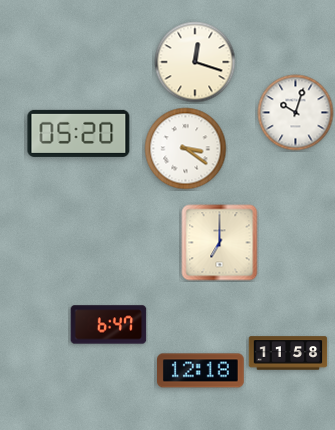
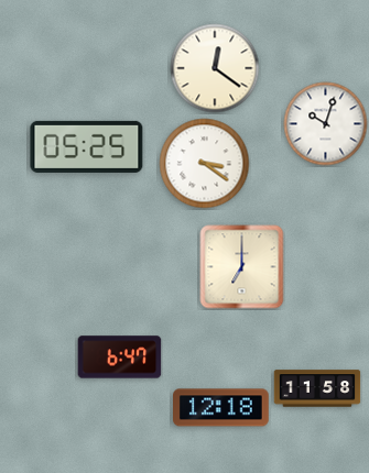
clock at (195, 62): 12:18 -> 12:21
clock at (79, 133): 05:20 -> 05:25
